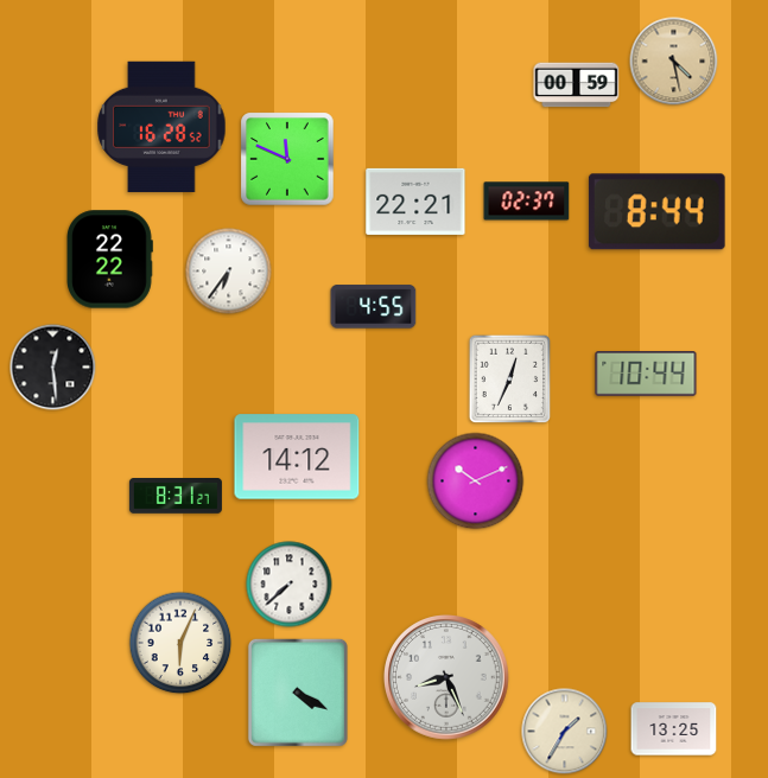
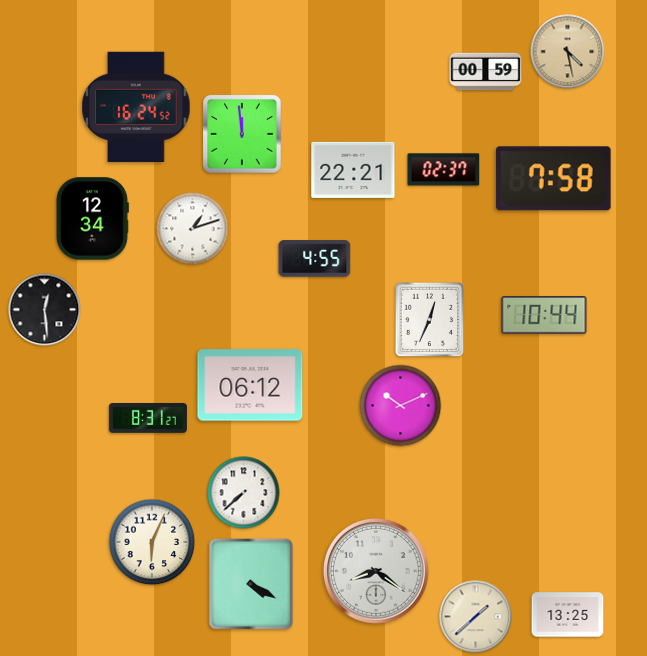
clock at (161, 126): 16:28 -> 16:24
clock at (287, 159): 11:49 -> 11:59
clock at (415, 202) position: (415, 202) -> (353, 170)
clock at (656, 212): 8:44 -> 7:58
clock at (110, 260): 22:22 -> 12:34
clock at (229, 272): 6:36 -> 1:12
clock at (297, 457): 14:12 -> 06:12
clock at (448, 678): 8:26 -> 8:21
clock at (565, 732): 1:35 -> 1:38
